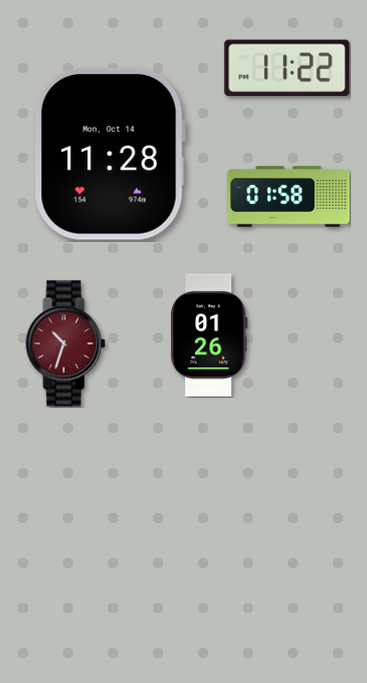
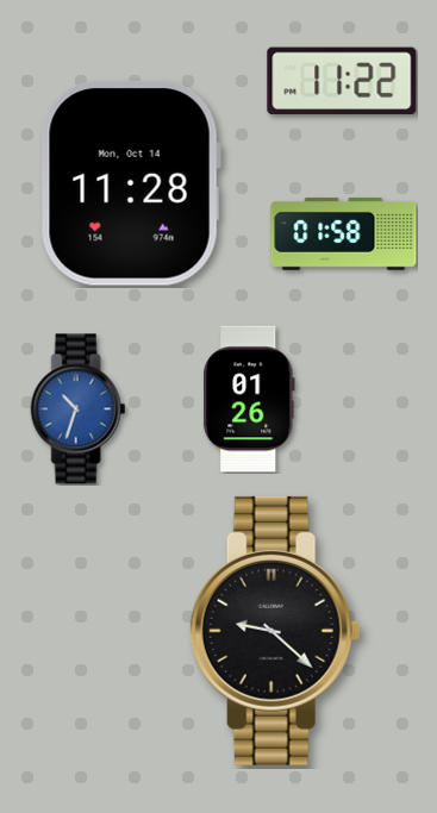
clock at (66, 344) dial: burgundy -> blue
clock at (275, 631): none -> 9:22
